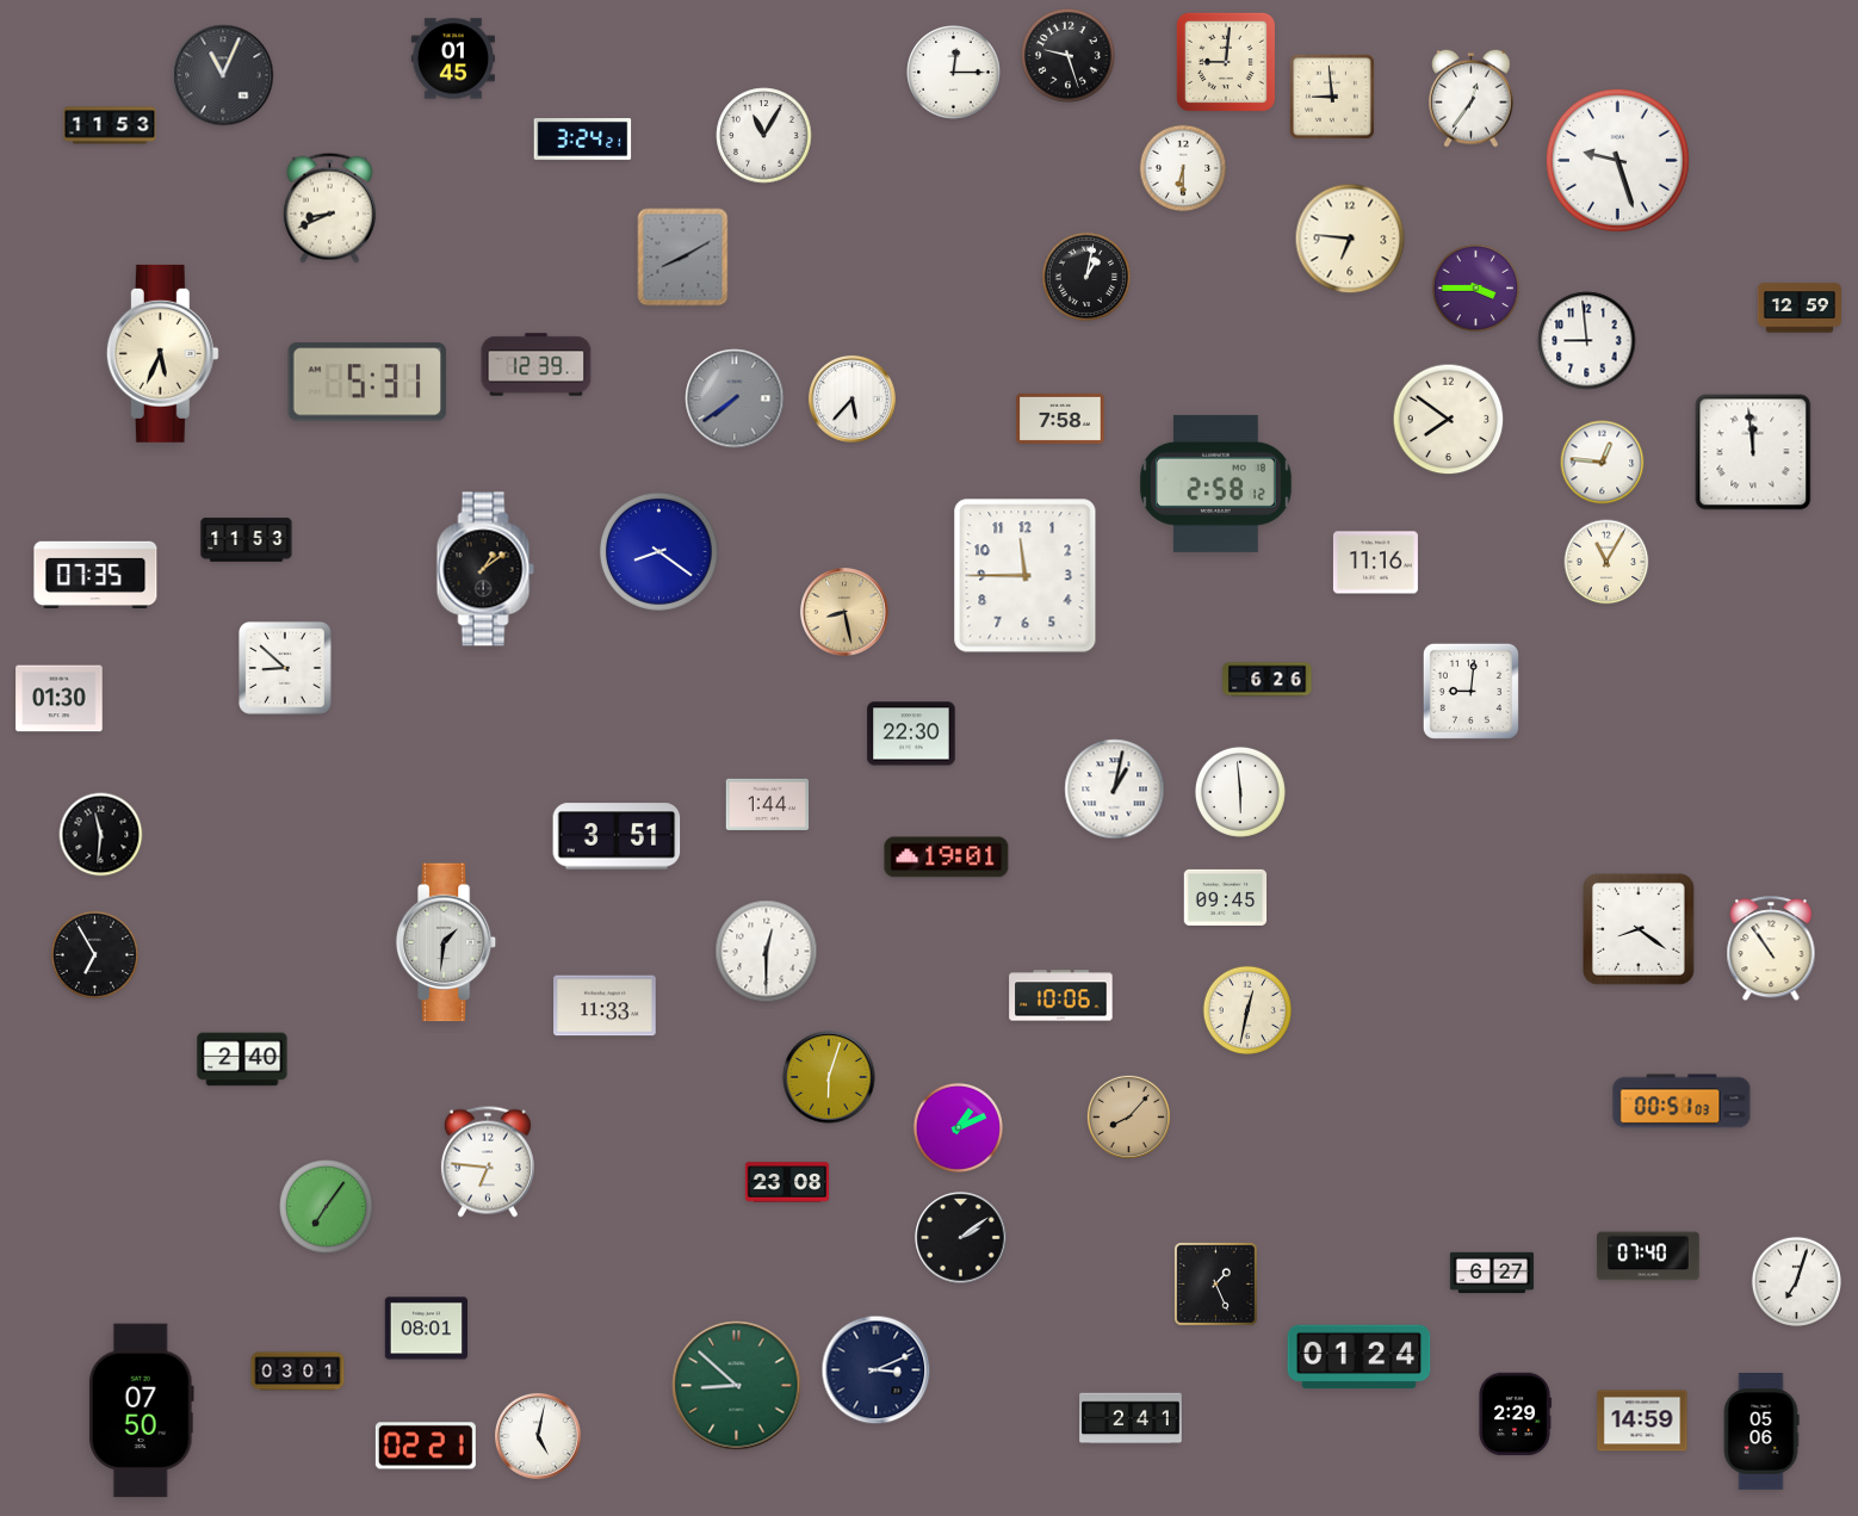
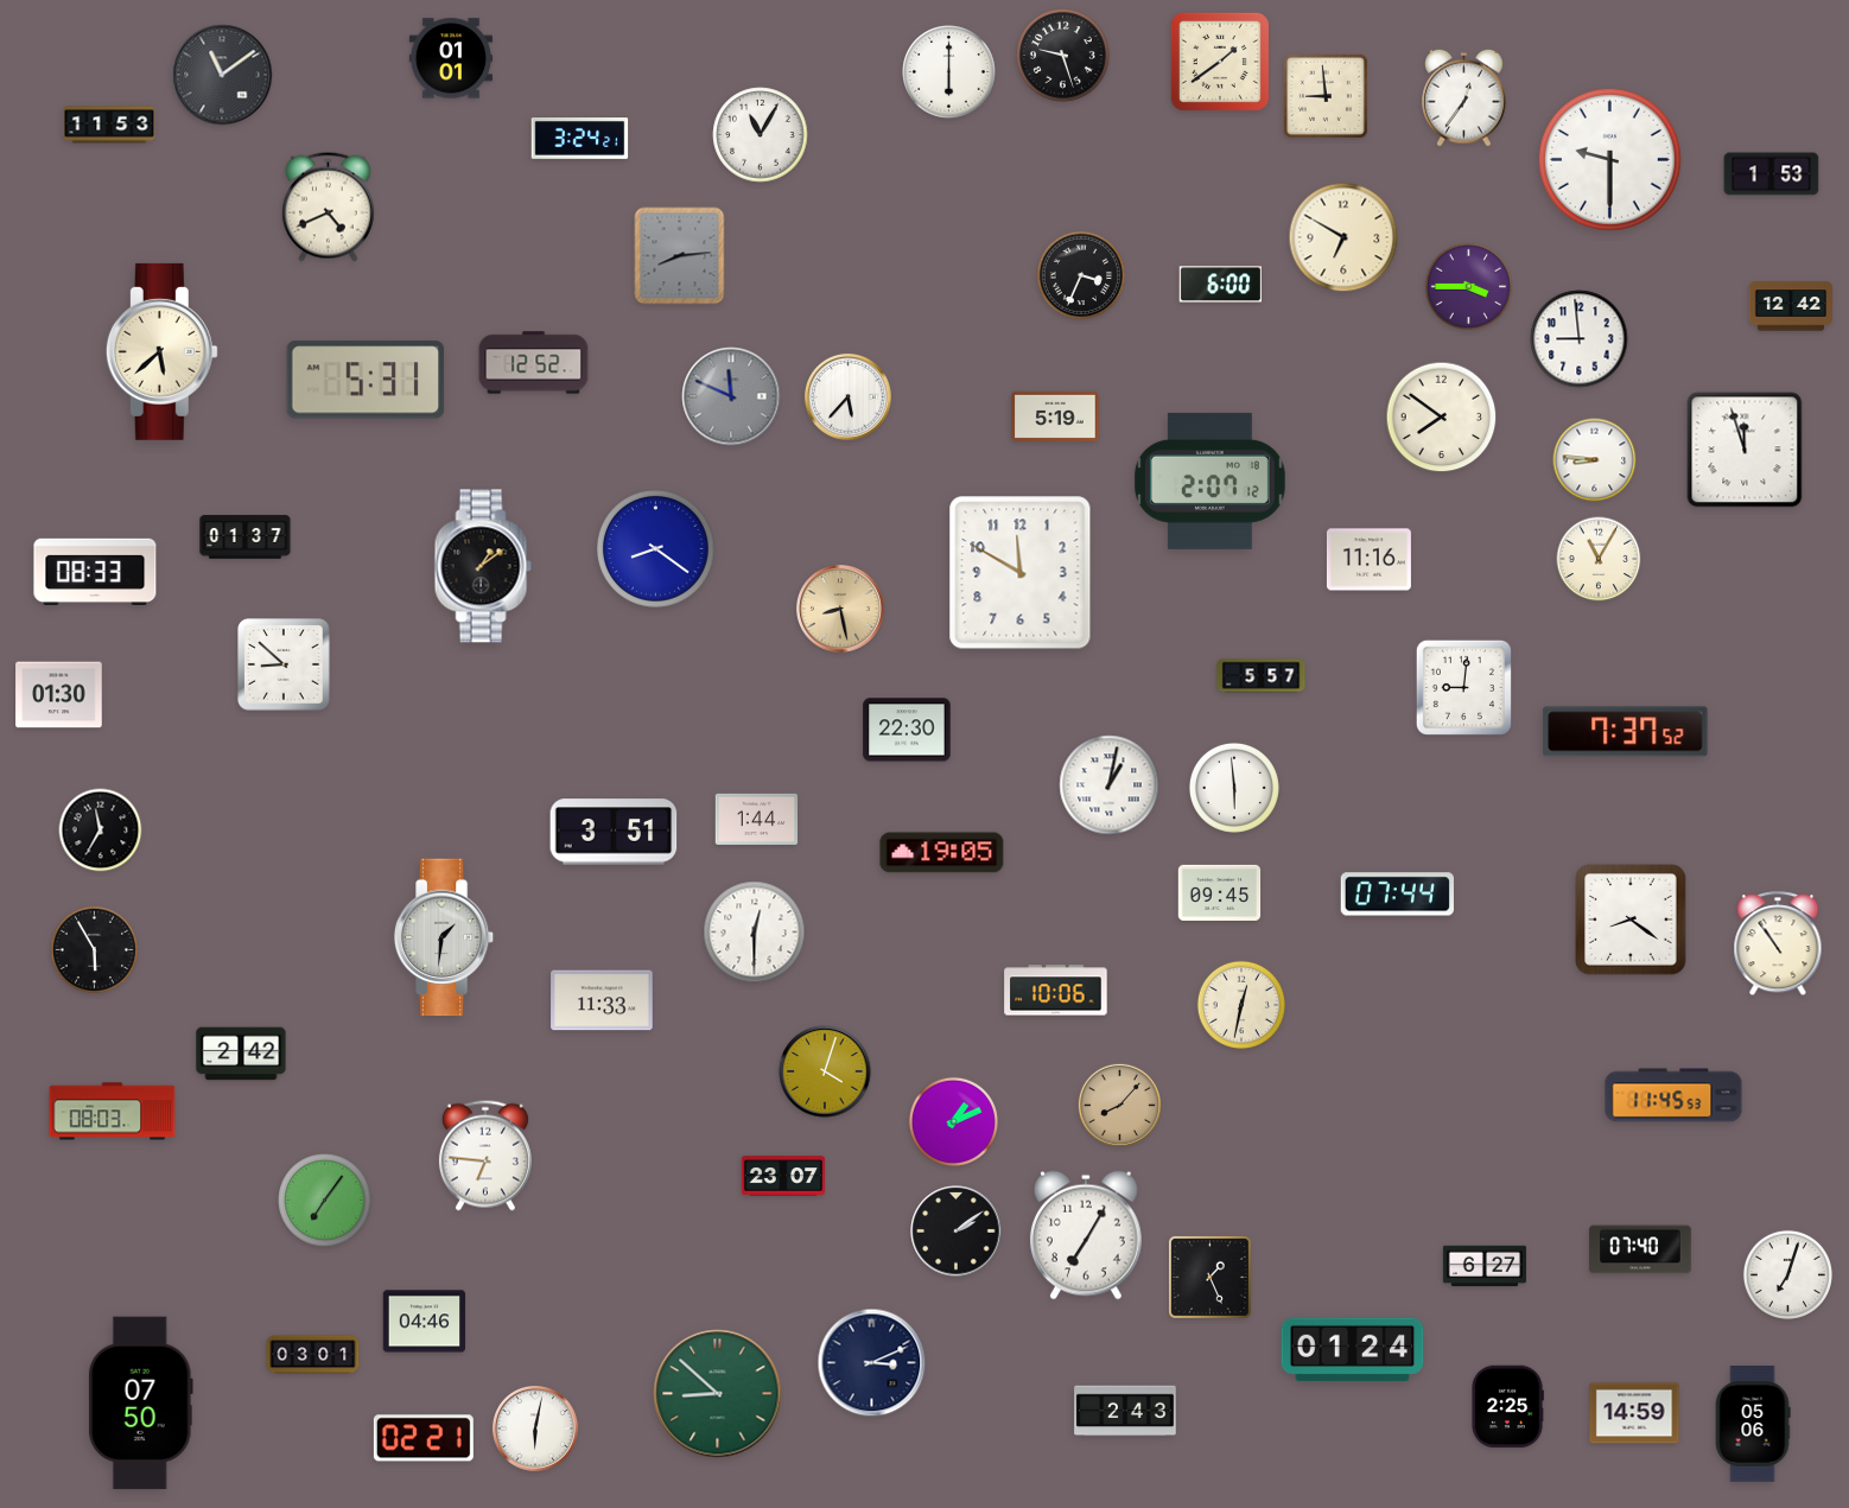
clock at (453, 58): 01:45 -> 01:01
clock at (1226, 62): 9:01 -> 1:39
clock at (954, 73): 12:15 -> 6:00
clock at (223, 75): 11:04 -> 11:09
clock at (1617, 160): 9:27 -> 9:30
clock at (1183, 168): 6:30 -> none
clock at (1772, 174): none -> 1:53
clock at (329, 208): 8:41 -> 4:41
clock at (1350, 239): 6:46 -> 6:50
clock at (683, 258): 8:10 -> 8:14
clock at (1085, 276): 1:02 -> 3:34
clock at (1220, 285): none -> 6:00
clock at (1800, 308): 12:59 -> 12:42
clock at (162, 353): 5:34 -> 5:38
clock at (537, 365): 12:39 -> 12:52
clock at (735, 398): 7:39 -> 11:49
clock at (1060, 419): 7:58 -> 5:19
clock at (1753, 452): 11:59 -> 11:57
clock at (1603, 463): 12:46 -> 8:46
clock at (1215, 483): 2:58 -> 2:07
clock at (247, 540): 11:53 -> 01:37
clock at (95, 574): 07:35 -> 08:33
clock at (1026, 576): 11:45 -> 11:50
clock at (1268, 680): 6:26 -> 5:57
clock at (1626, 732): none -> 7:37
clock at (768, 804) position: (768, 804) -> (757, 819)
clock at (101, 835): 11:31 -> 11:35
clock at (947, 858): 19:01 -> 19:05
clock at (1397, 895): none -> 07:44
clock at (1639, 929) position: (1639, 929) -> (1631, 920)
clock at (1771, 949) position: (1771, 949) -> (1778, 944)
clock at (767, 952) position: (767, 952) -> (755, 933)
clock at (95, 955): 6:55 -> 5:55
clock at (242, 1059): 2:40 -> 2:42
clock at (829, 1077): 6:03 -> 4:03
clock at (1682, 1101): 00:51 -> 11:45
clock at (1128, 1116) position: (1128, 1116) -> (1119, 1105)
clock at (113, 1112): none -> 08:03
clock at (787, 1182): 23:08 -> 23:07
clock at (1086, 1235): none -> 7:05
clock at (427, 1329): 08:01 -> 04:46
clock at (298, 1372) position: (298, 1372) -> (313, 1355)
clock at (737, 1386) position: (737, 1386) -> (718, 1394)
clock at (1515, 1415): 2:29 -> 2:25
clock at (1131, 1418): 2:41 -> 2:43
clock at (538, 1436): 5:02 -> 6:02
